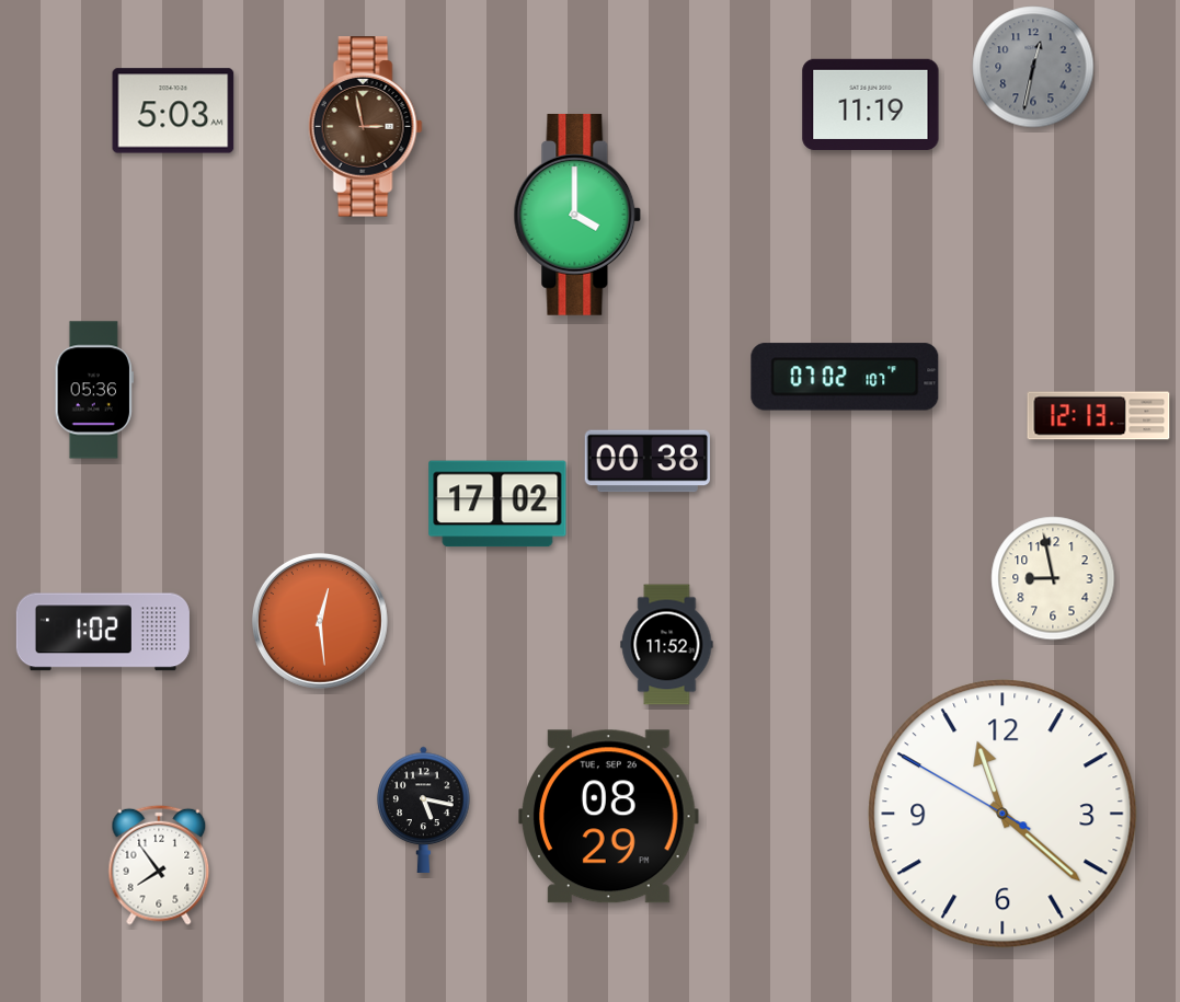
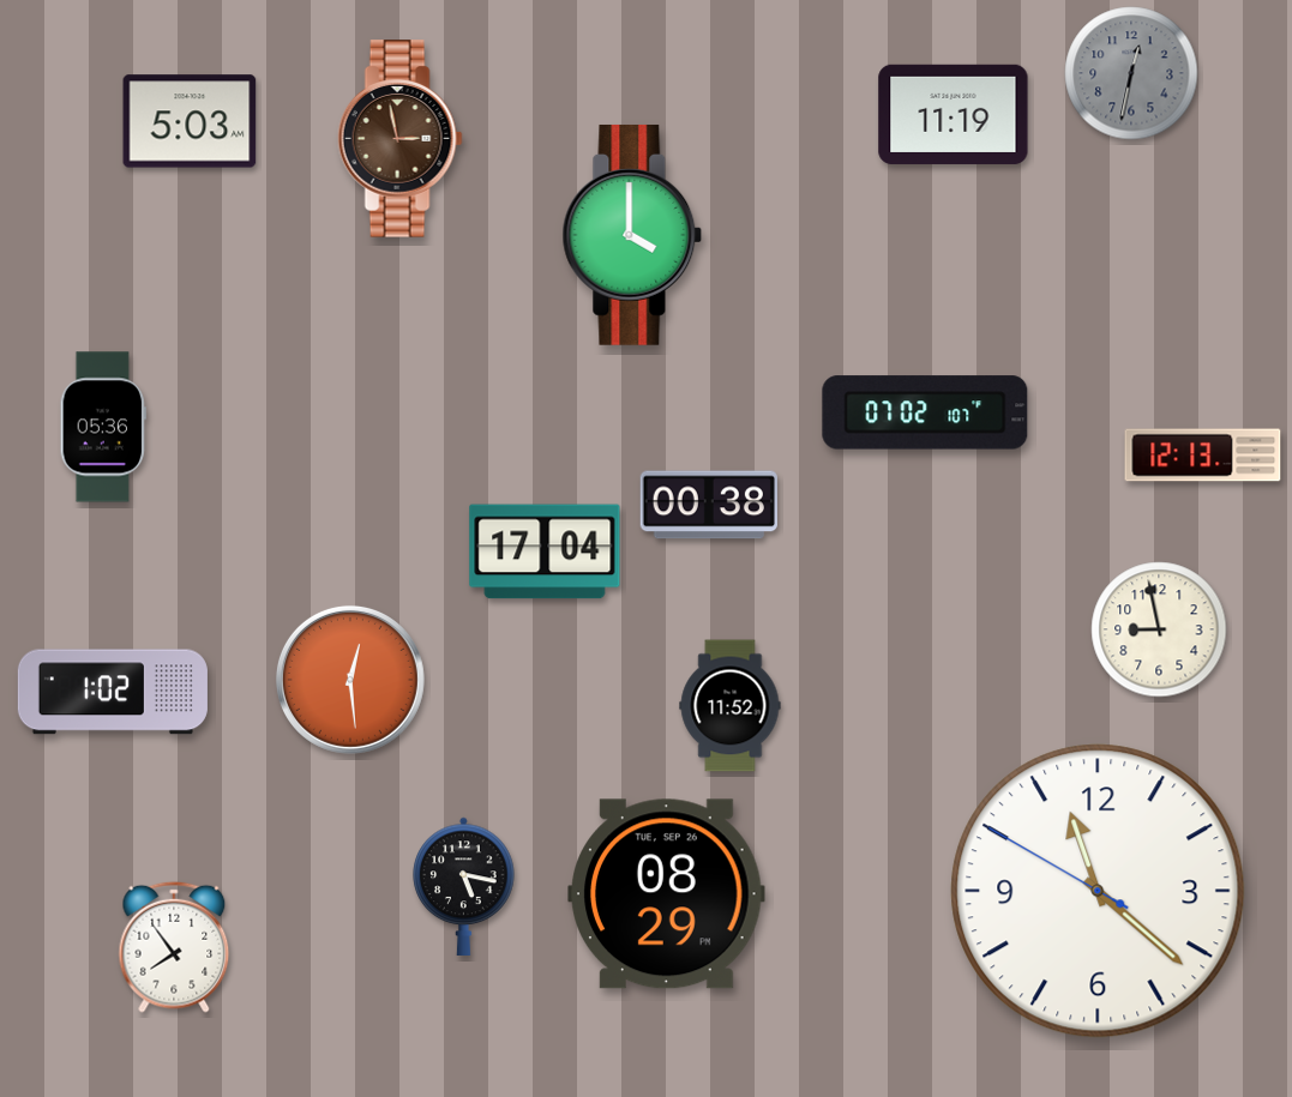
clock at (497, 504): 17:02 -> 17:04
clock at (1053, 578) position: (1053, 578) -> (1159, 629)
